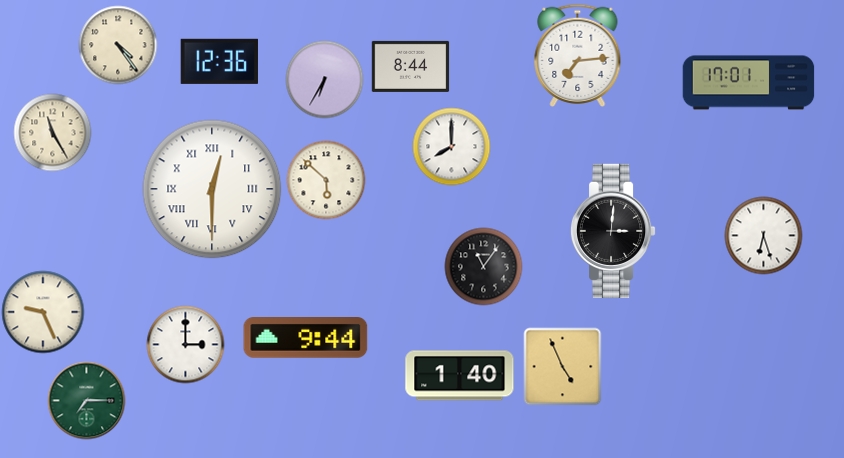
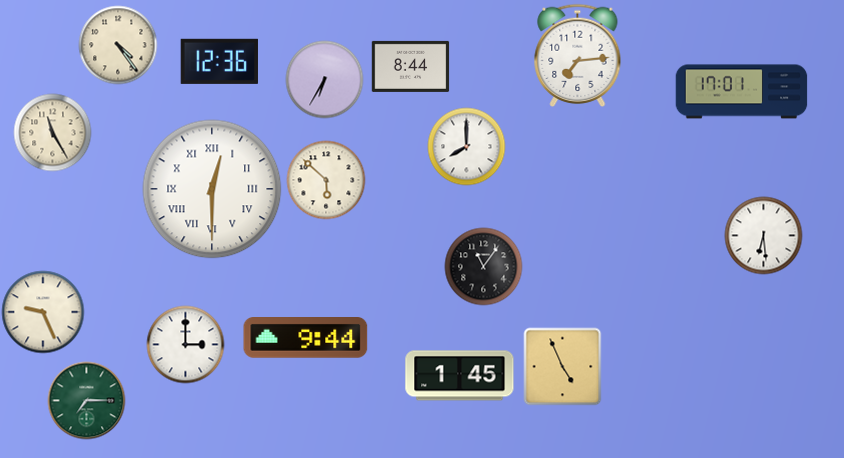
clock at (749, 83) position: (749, 83) -> (742, 92)
clock at (451, 146) position: (451, 146) -> (466, 146)
clock at (613, 230): 3:01 -> none
clock at (763, 235): 6:27 -> 6:29
clock at (460, 376): 1:40 -> 1:45
